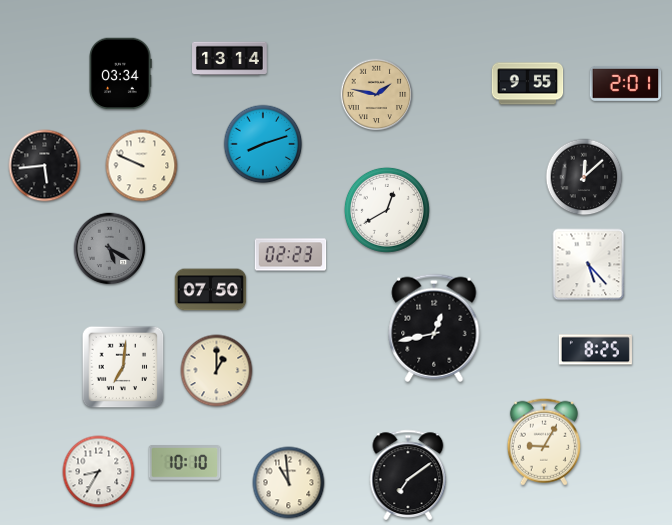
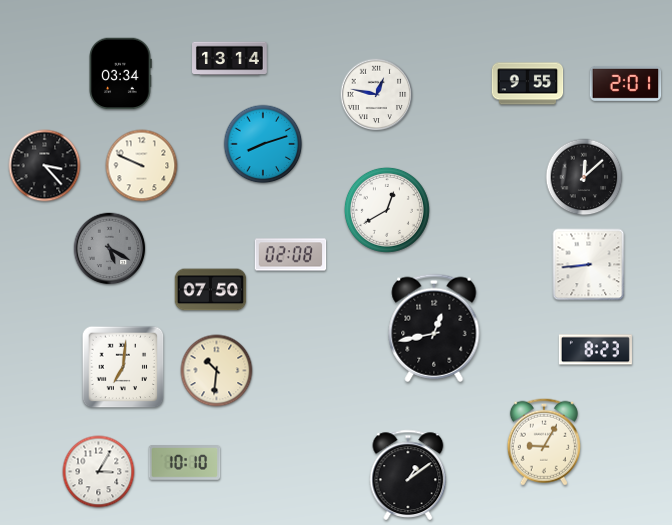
clock at (377, 95): 1:47 -> 12:47
clock at (377, 95) dial: champagne -> white
clock at (45, 166): 5:44 -> 3:23
clock at (291, 255): 02:23 -> 02:08
clock at (589, 265): 5:23 -> 8:44
clock at (595, 350): 8:25 -> 8:23
clock at (217, 371): 1:00 -> 10:31
clock at (99, 472): 8:35 -> 3:05
clock at (408, 474): 7:09 -> 1:09
clock at (289, 483): 10:59 -> none
